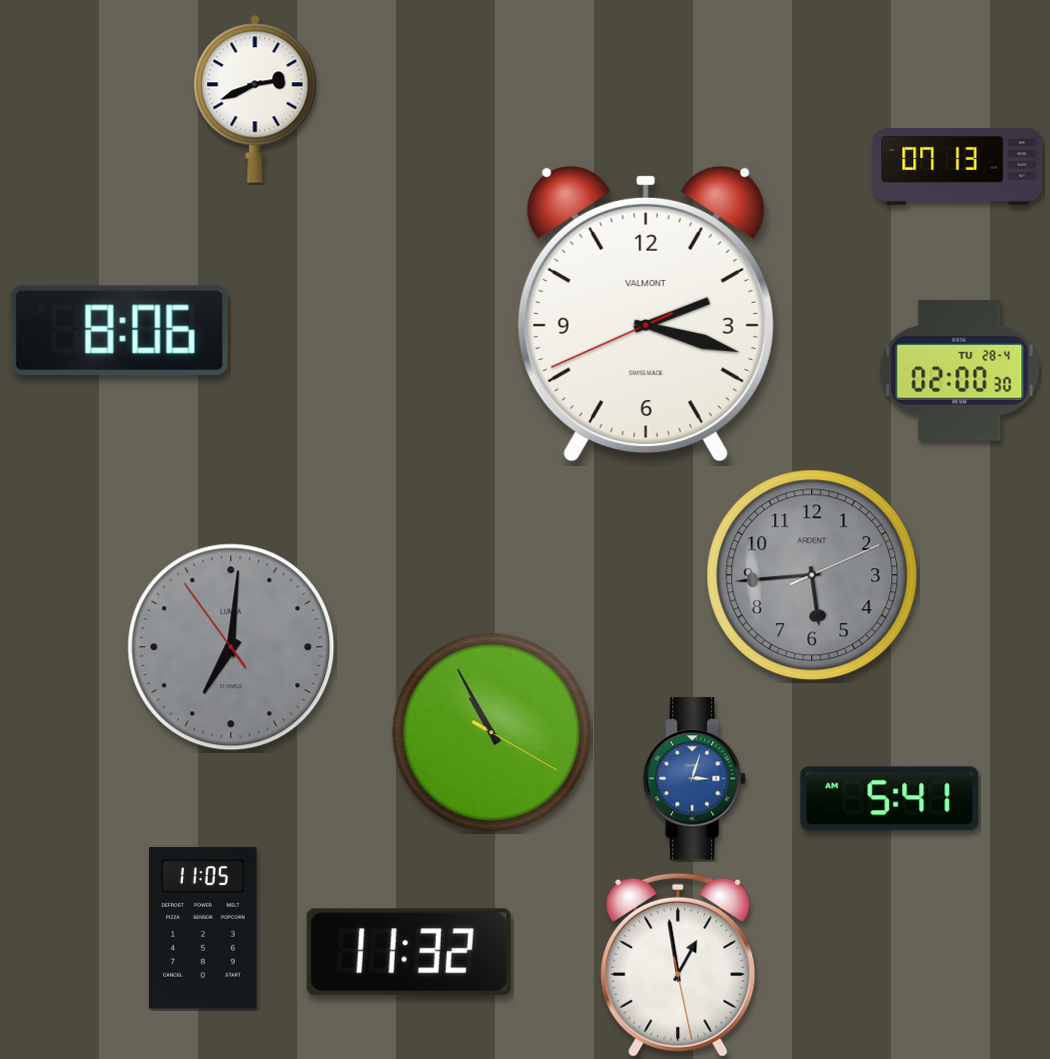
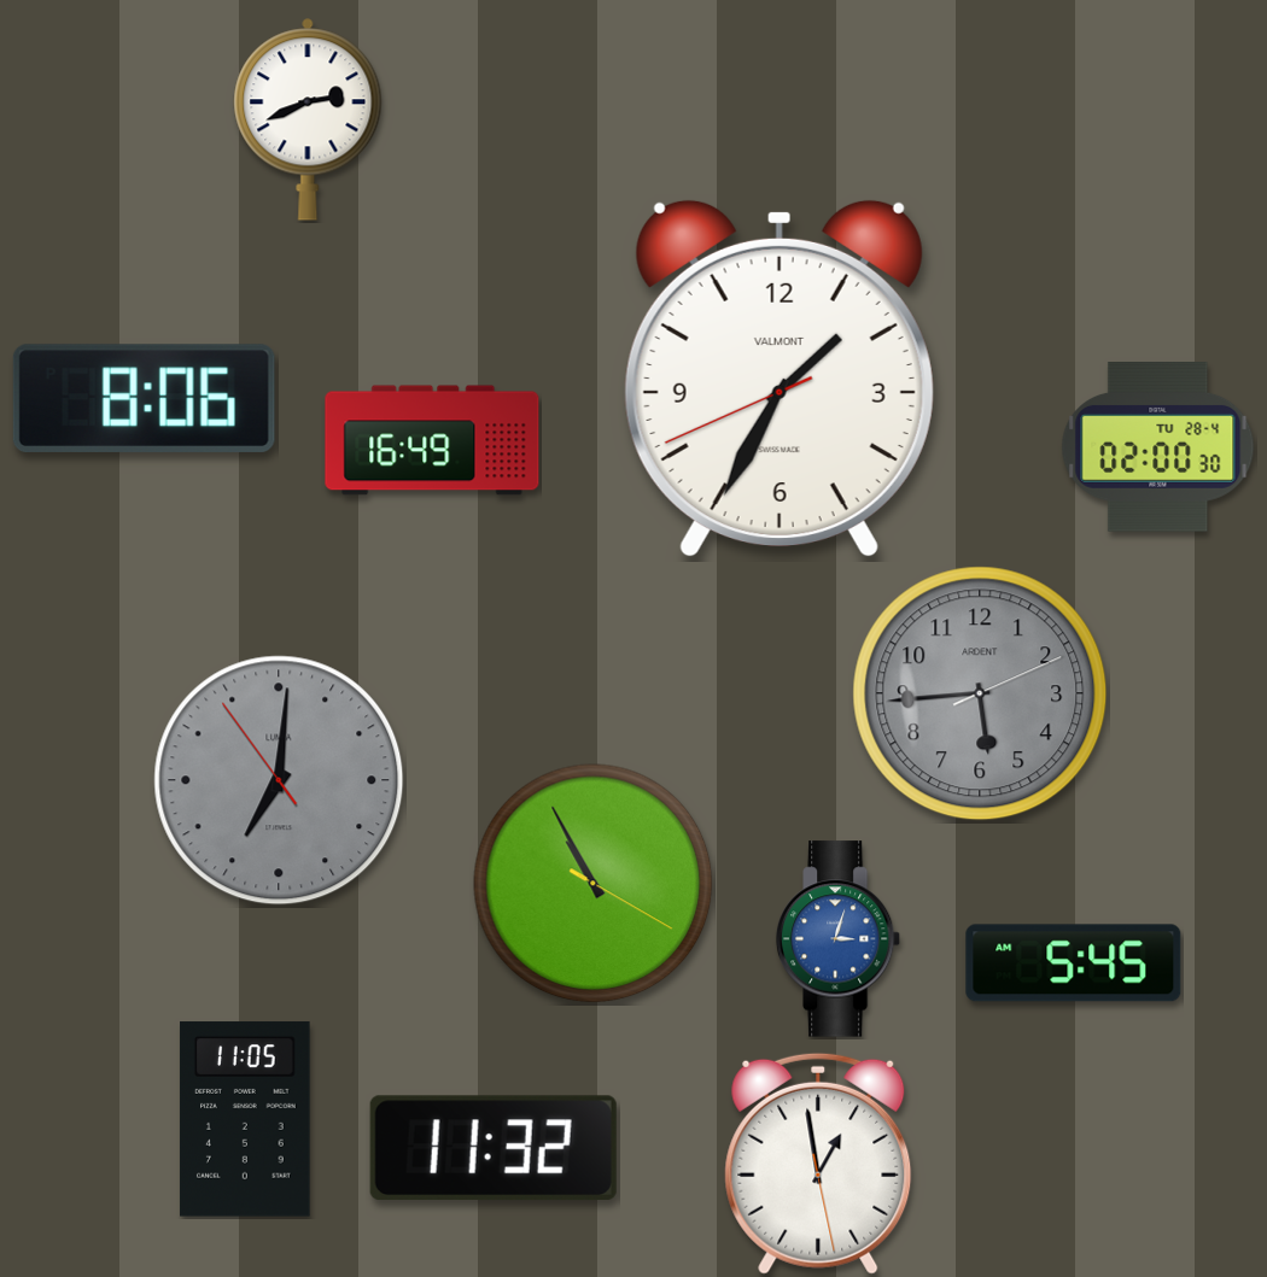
clock at (958, 167): 07:13 -> none
clock at (646, 314): 2:17 -> 1:34
clock at (432, 440): none -> 16:49
clock at (890, 799): 5:41 -> 5:45
